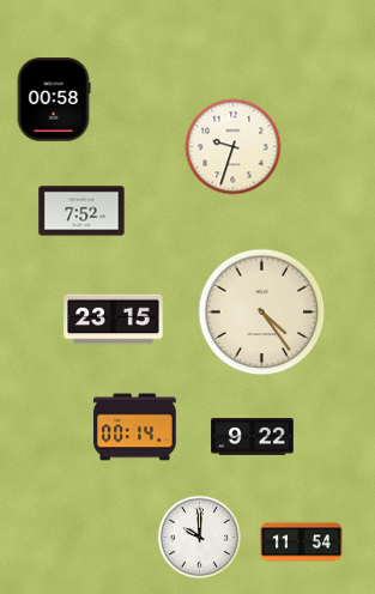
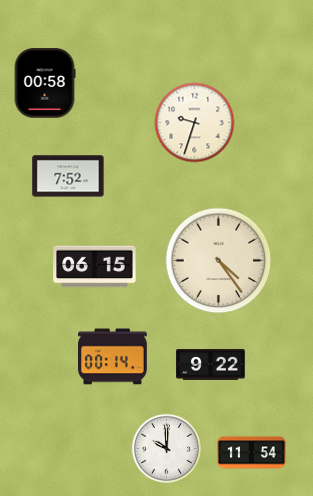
clock at (114, 320): 23:15 -> 06:15
